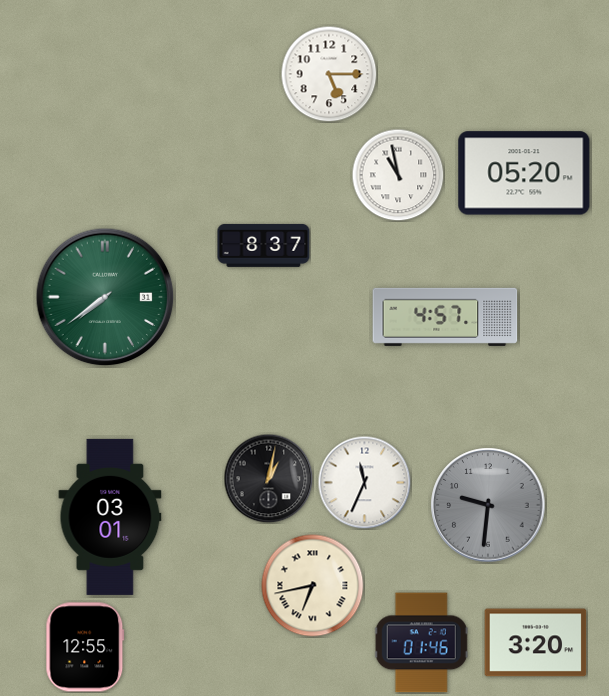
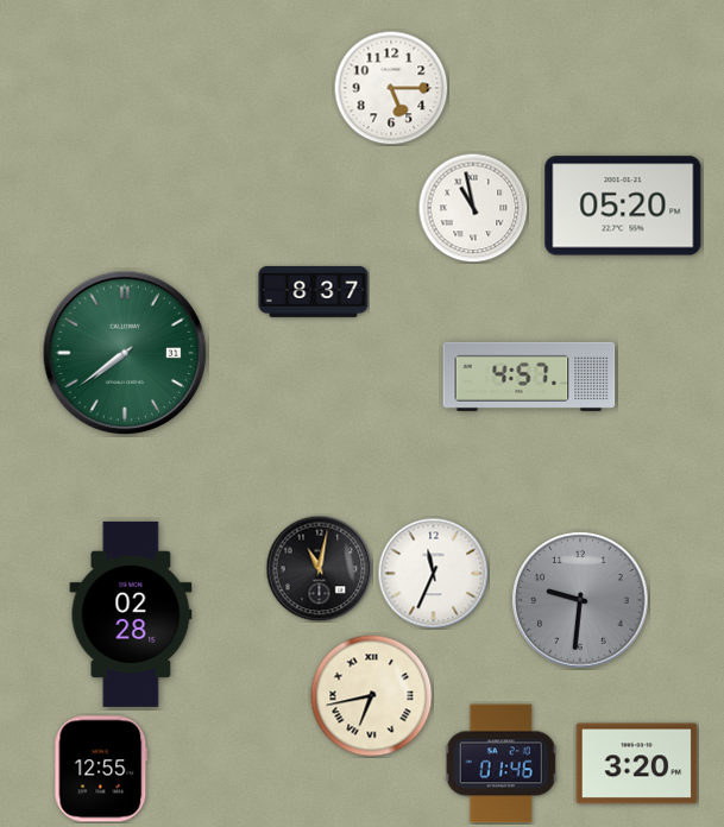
clock at (268, 478): 1:02 -> 11:02
clock at (110, 517): 03:01 -> 02:28
